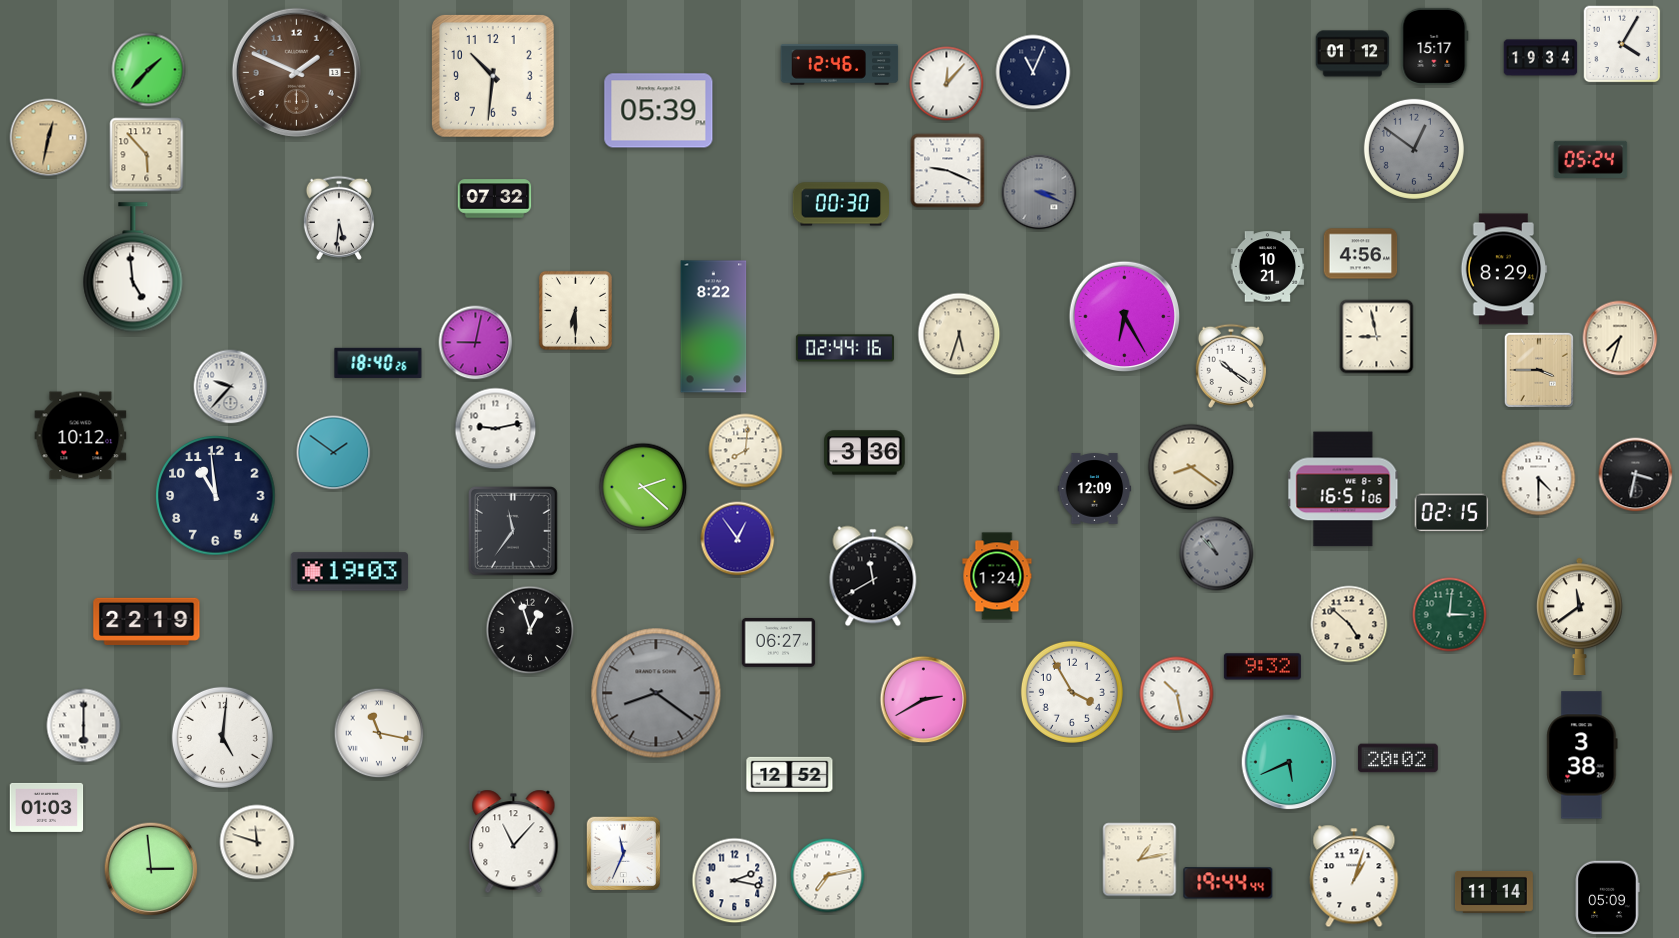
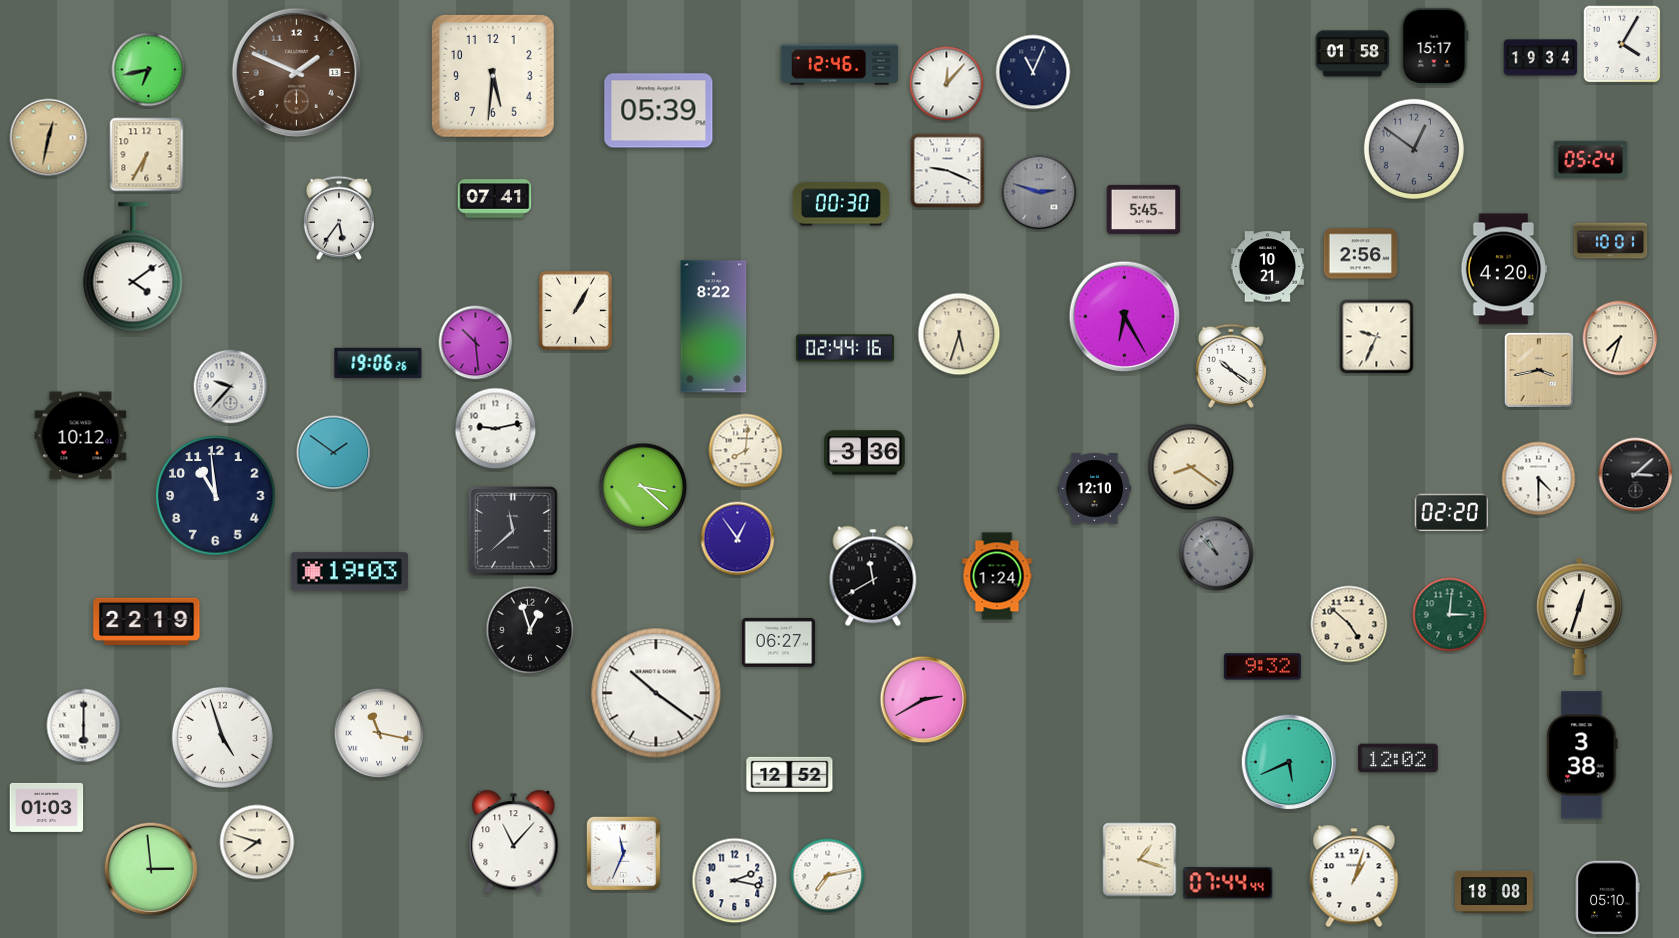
clock at (1353, 54): 01:12 -> 01:58
clock at (149, 70): 1:37 -> 6:43
clock at (493, 76): 10:31 -> 5:31
clock at (147, 155): 5:53 -> 6:35
clock at (1039, 192): 3:19 -> 2:48
clock at (495, 199): 07:32 -> 07:41
clock at (1144, 209): none -> 5:45
clock at (339, 218): 5:31 -> 5:36
clock at (1611, 241): none -> 10:01
clock at (1361, 254): 4:56 -> 2:56
clock at (133, 267): 4:59 -> 4:09
clock at (1504, 269): 8:29 -> 4:20
clock at (575, 310): 6:30 -> 1:05
clock at (1377, 337): 8:58 -> 9:34
clock at (476, 343): 9:02 -> 10:29
clock at (378, 363): 18:40 -> 19:06
clock at (1539, 370): 3:45 -> 3:43
clock at (1636, 475): 3:32 -> 3:08
clock at (643, 487): 2:22 -> 3:22
clock at (1095, 489): 12:09 -> 12:10
clock at (1343, 489): 16:51 -> none
clock at (1452, 513): 02:15 -> 02:20
clock at (514, 532): 11:36 -> 11:38
clock at (1580, 617): 11:39 -> 12:33
clock at (1072, 692): 3:55 -> none
clock at (656, 693): 8:21 -> 10:21
clock at (656, 693) dial: grey -> white
clock at (1177, 694): 10:28 -> none
clock at (222, 737): 5:01 -> 4:57
clock at (1398, 758): 20:02 -> 12:02
clock at (257, 842): 11:48 -> 7:48
clock at (1140, 860): 1:13 -> 1:18
clock at (1228, 883): 19:44 -> 07:44
clock at (1494, 892): 11:14 -> 18:08
clock at (1607, 898): 05:09 -> 05:10
